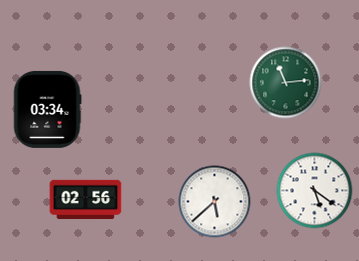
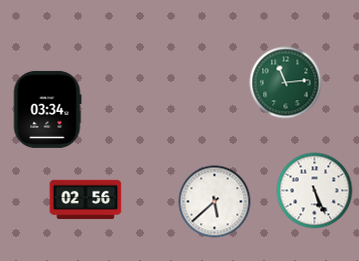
clock at (315, 191): 5:21 -> 5:26
